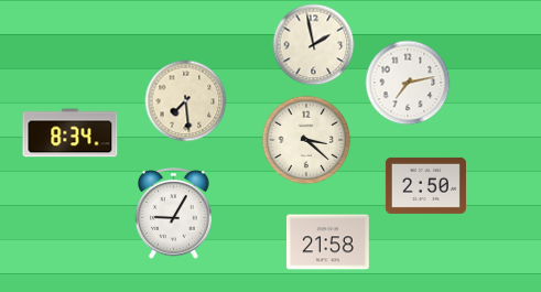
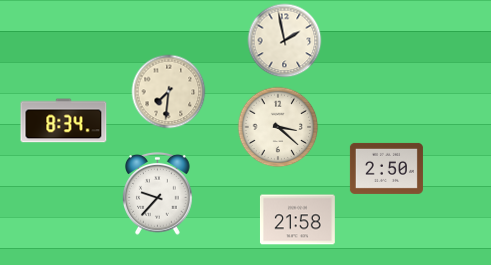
clock at (408, 83): 7:13 -> none
clock at (186, 101): 7:29 -> 7:31
clock at (174, 214): 9:05 -> 9:37
